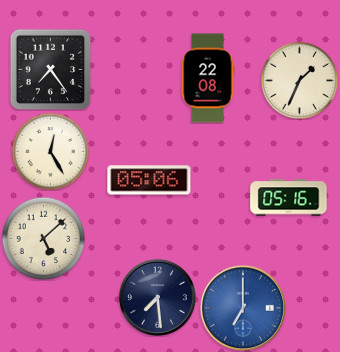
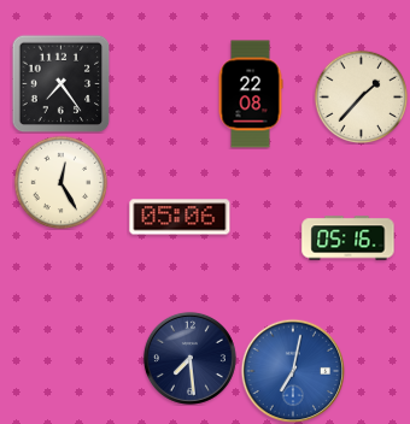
clock at (299, 80): 1:34 -> 1:37
clock at (43, 238): 5:08 -> none
clock at (243, 308): 7:00 -> 7:02
